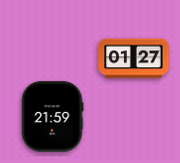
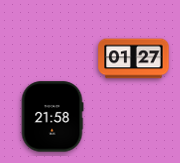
clock at (52, 117): 21:59 -> 21:58
